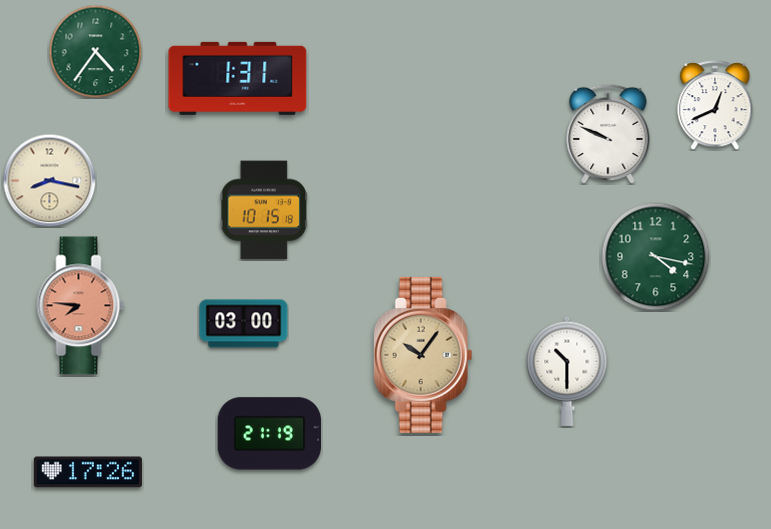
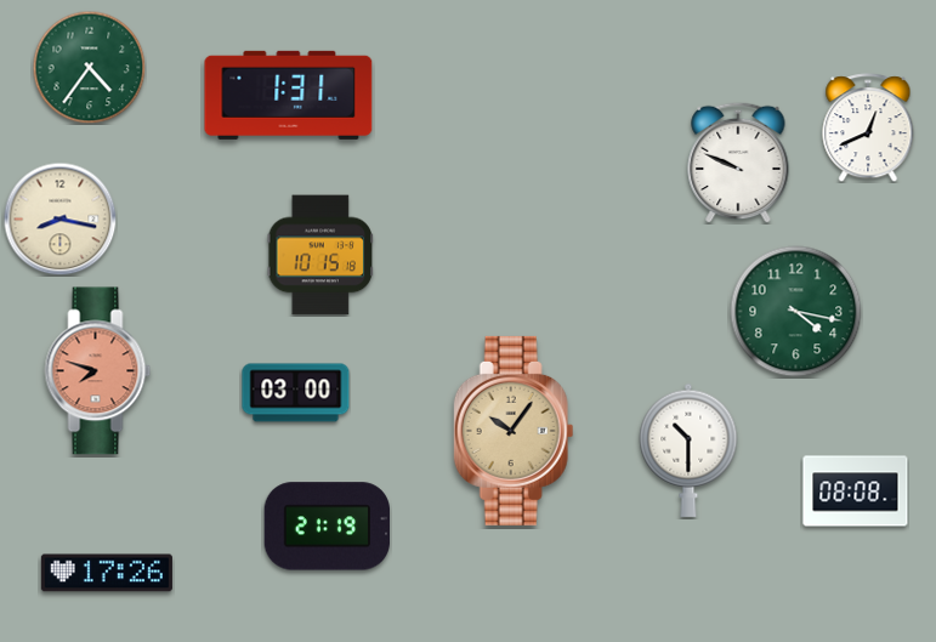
clock at (95, 51) position: (95, 51) -> (89, 67)
clock at (81, 306): 7:46 -> 7:48
clock at (856, 492): none -> 08:08
